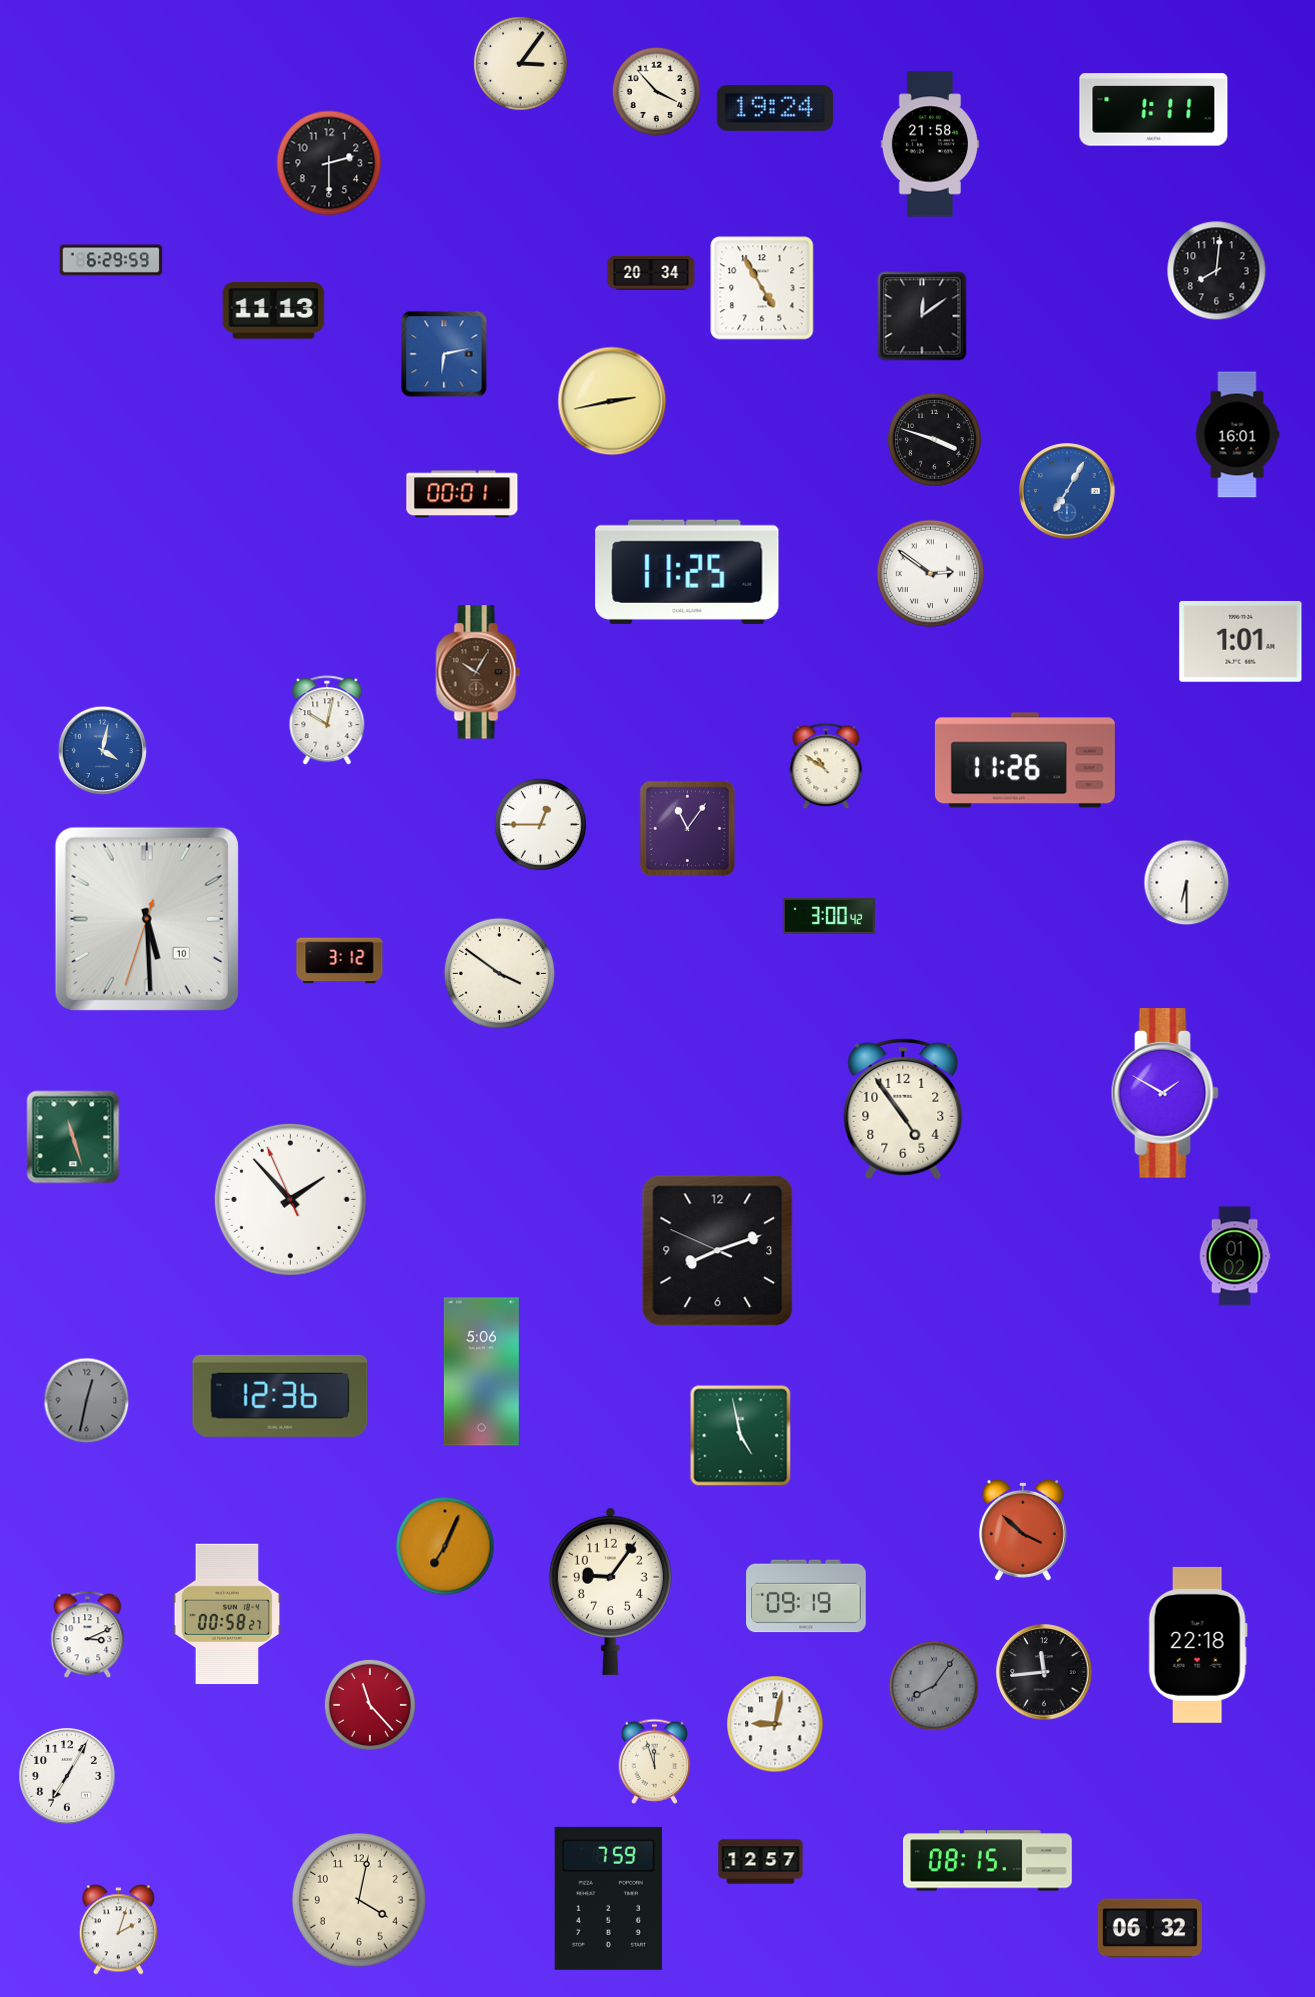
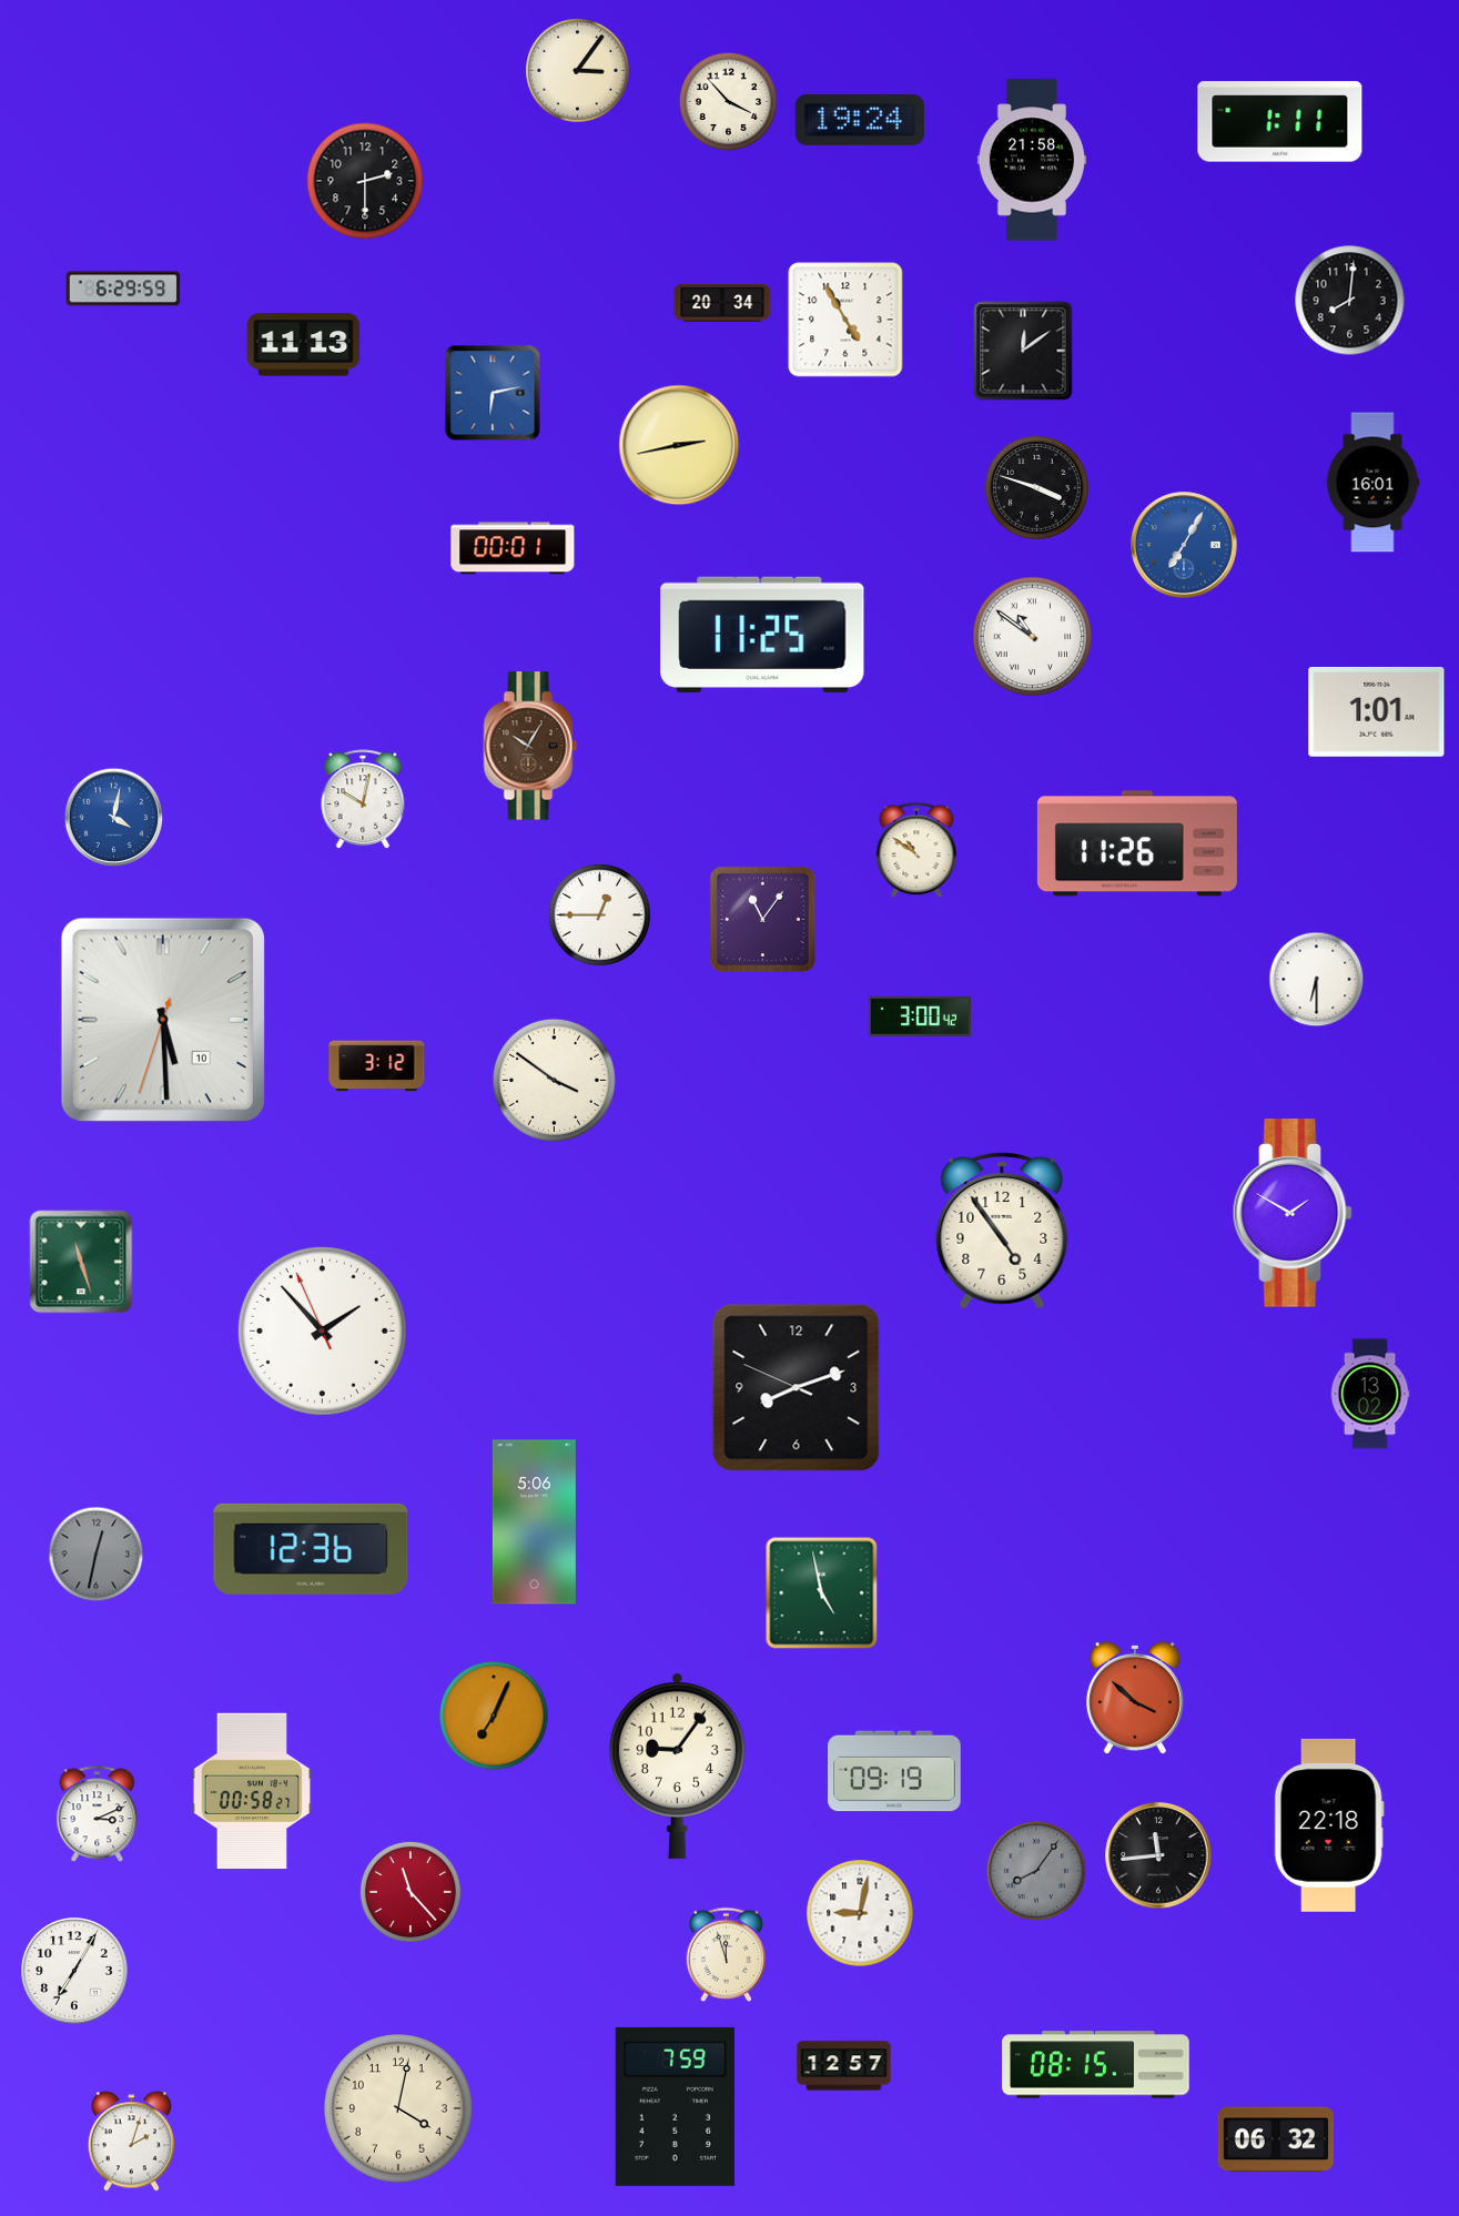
clock at (931, 574): 2:51 -> 10:51
clock at (103, 751) position: (103, 751) -> (114, 818)
clock at (1235, 1256): 01:02 -> 13:02
